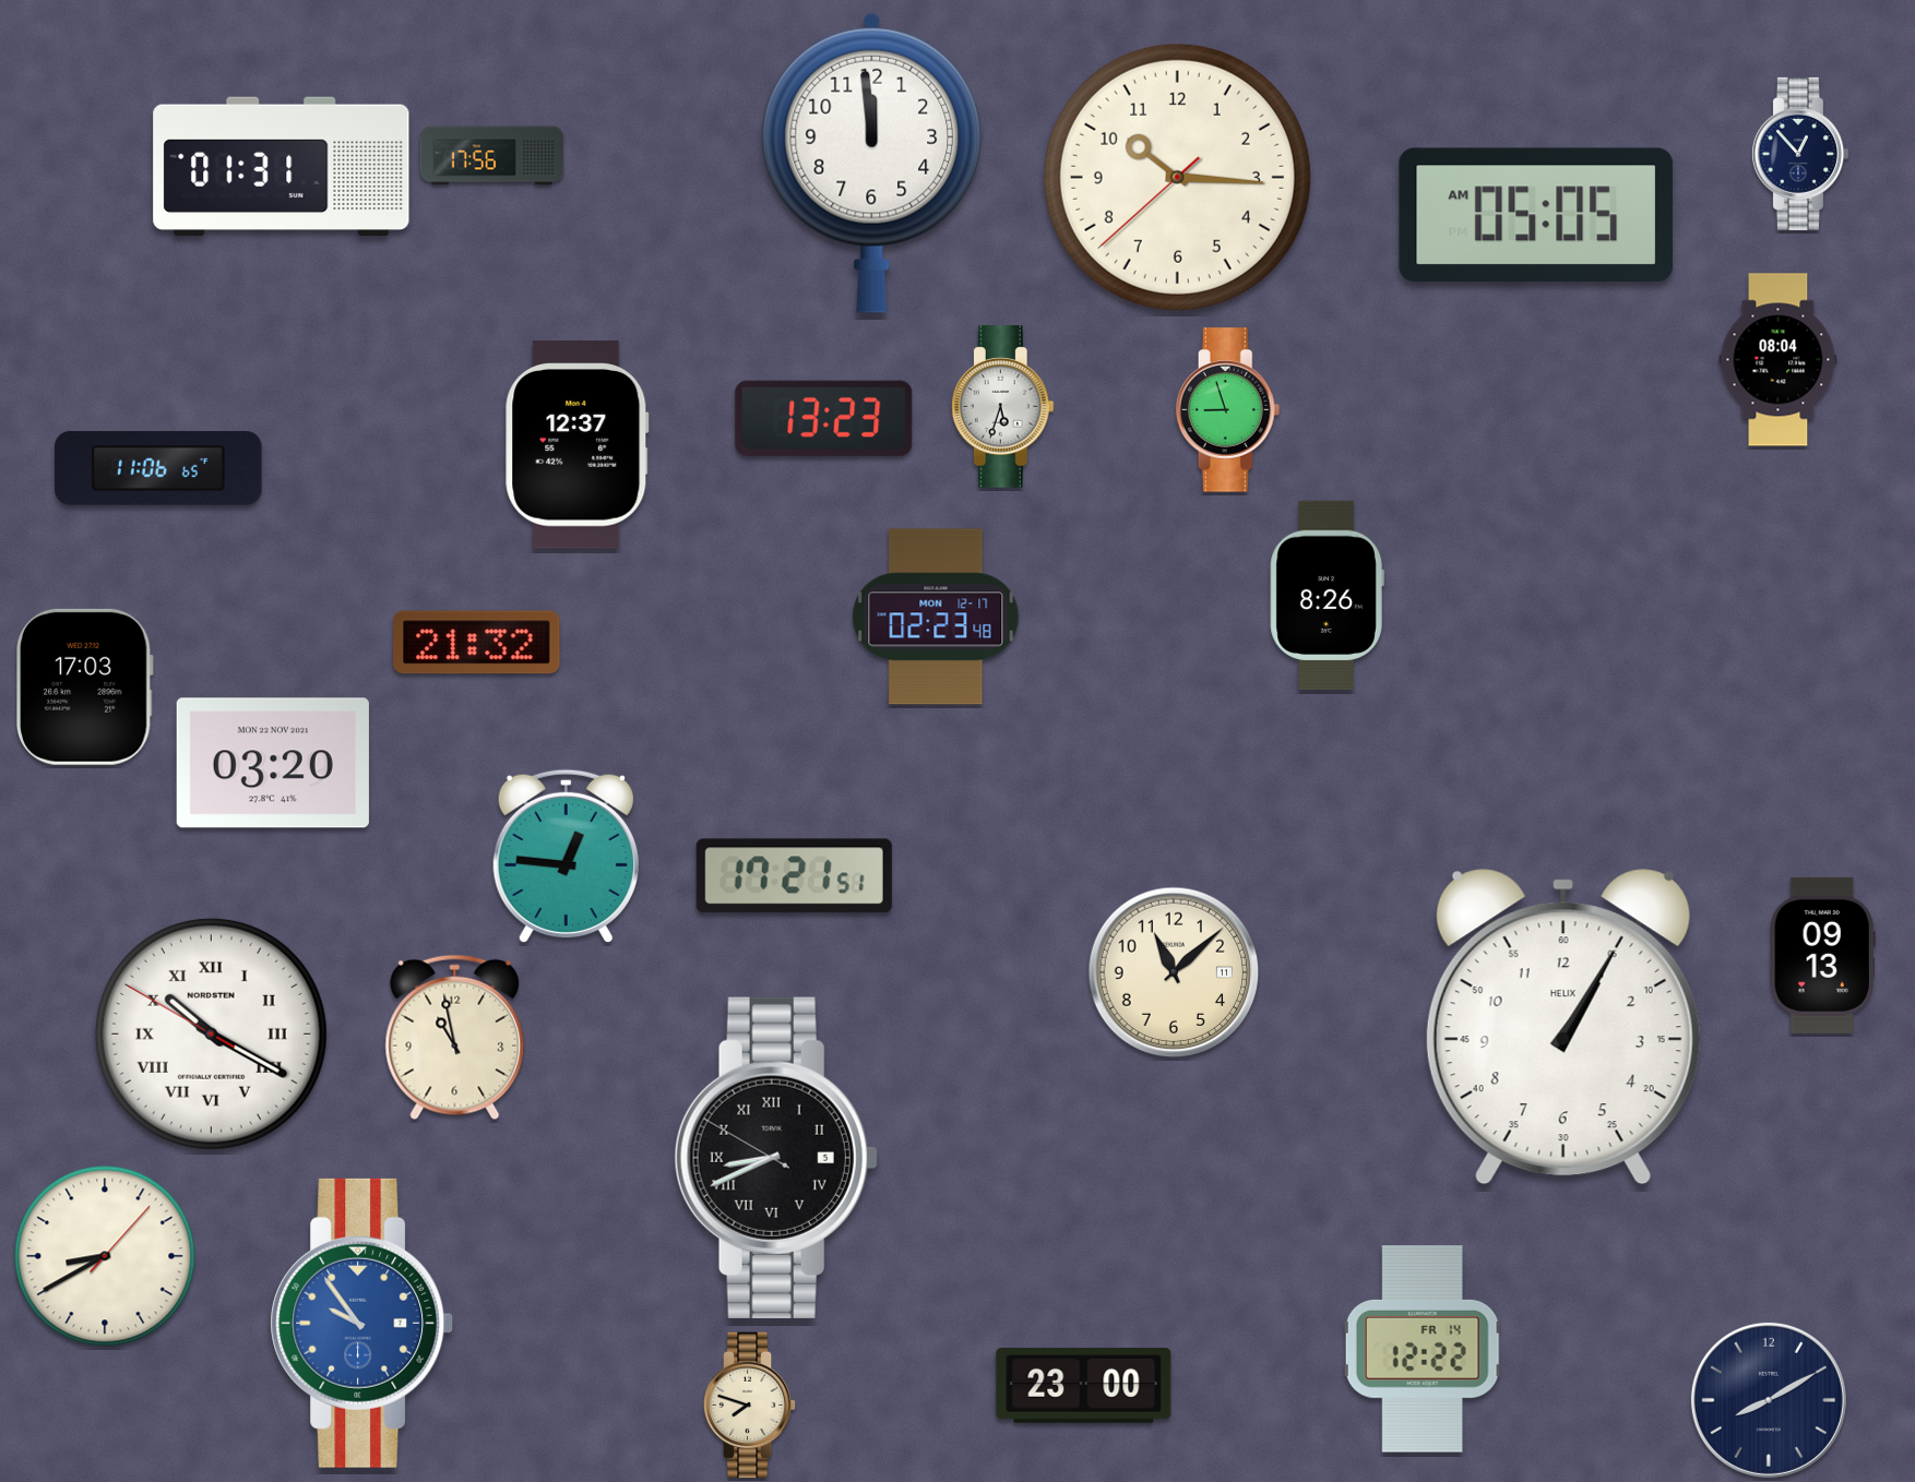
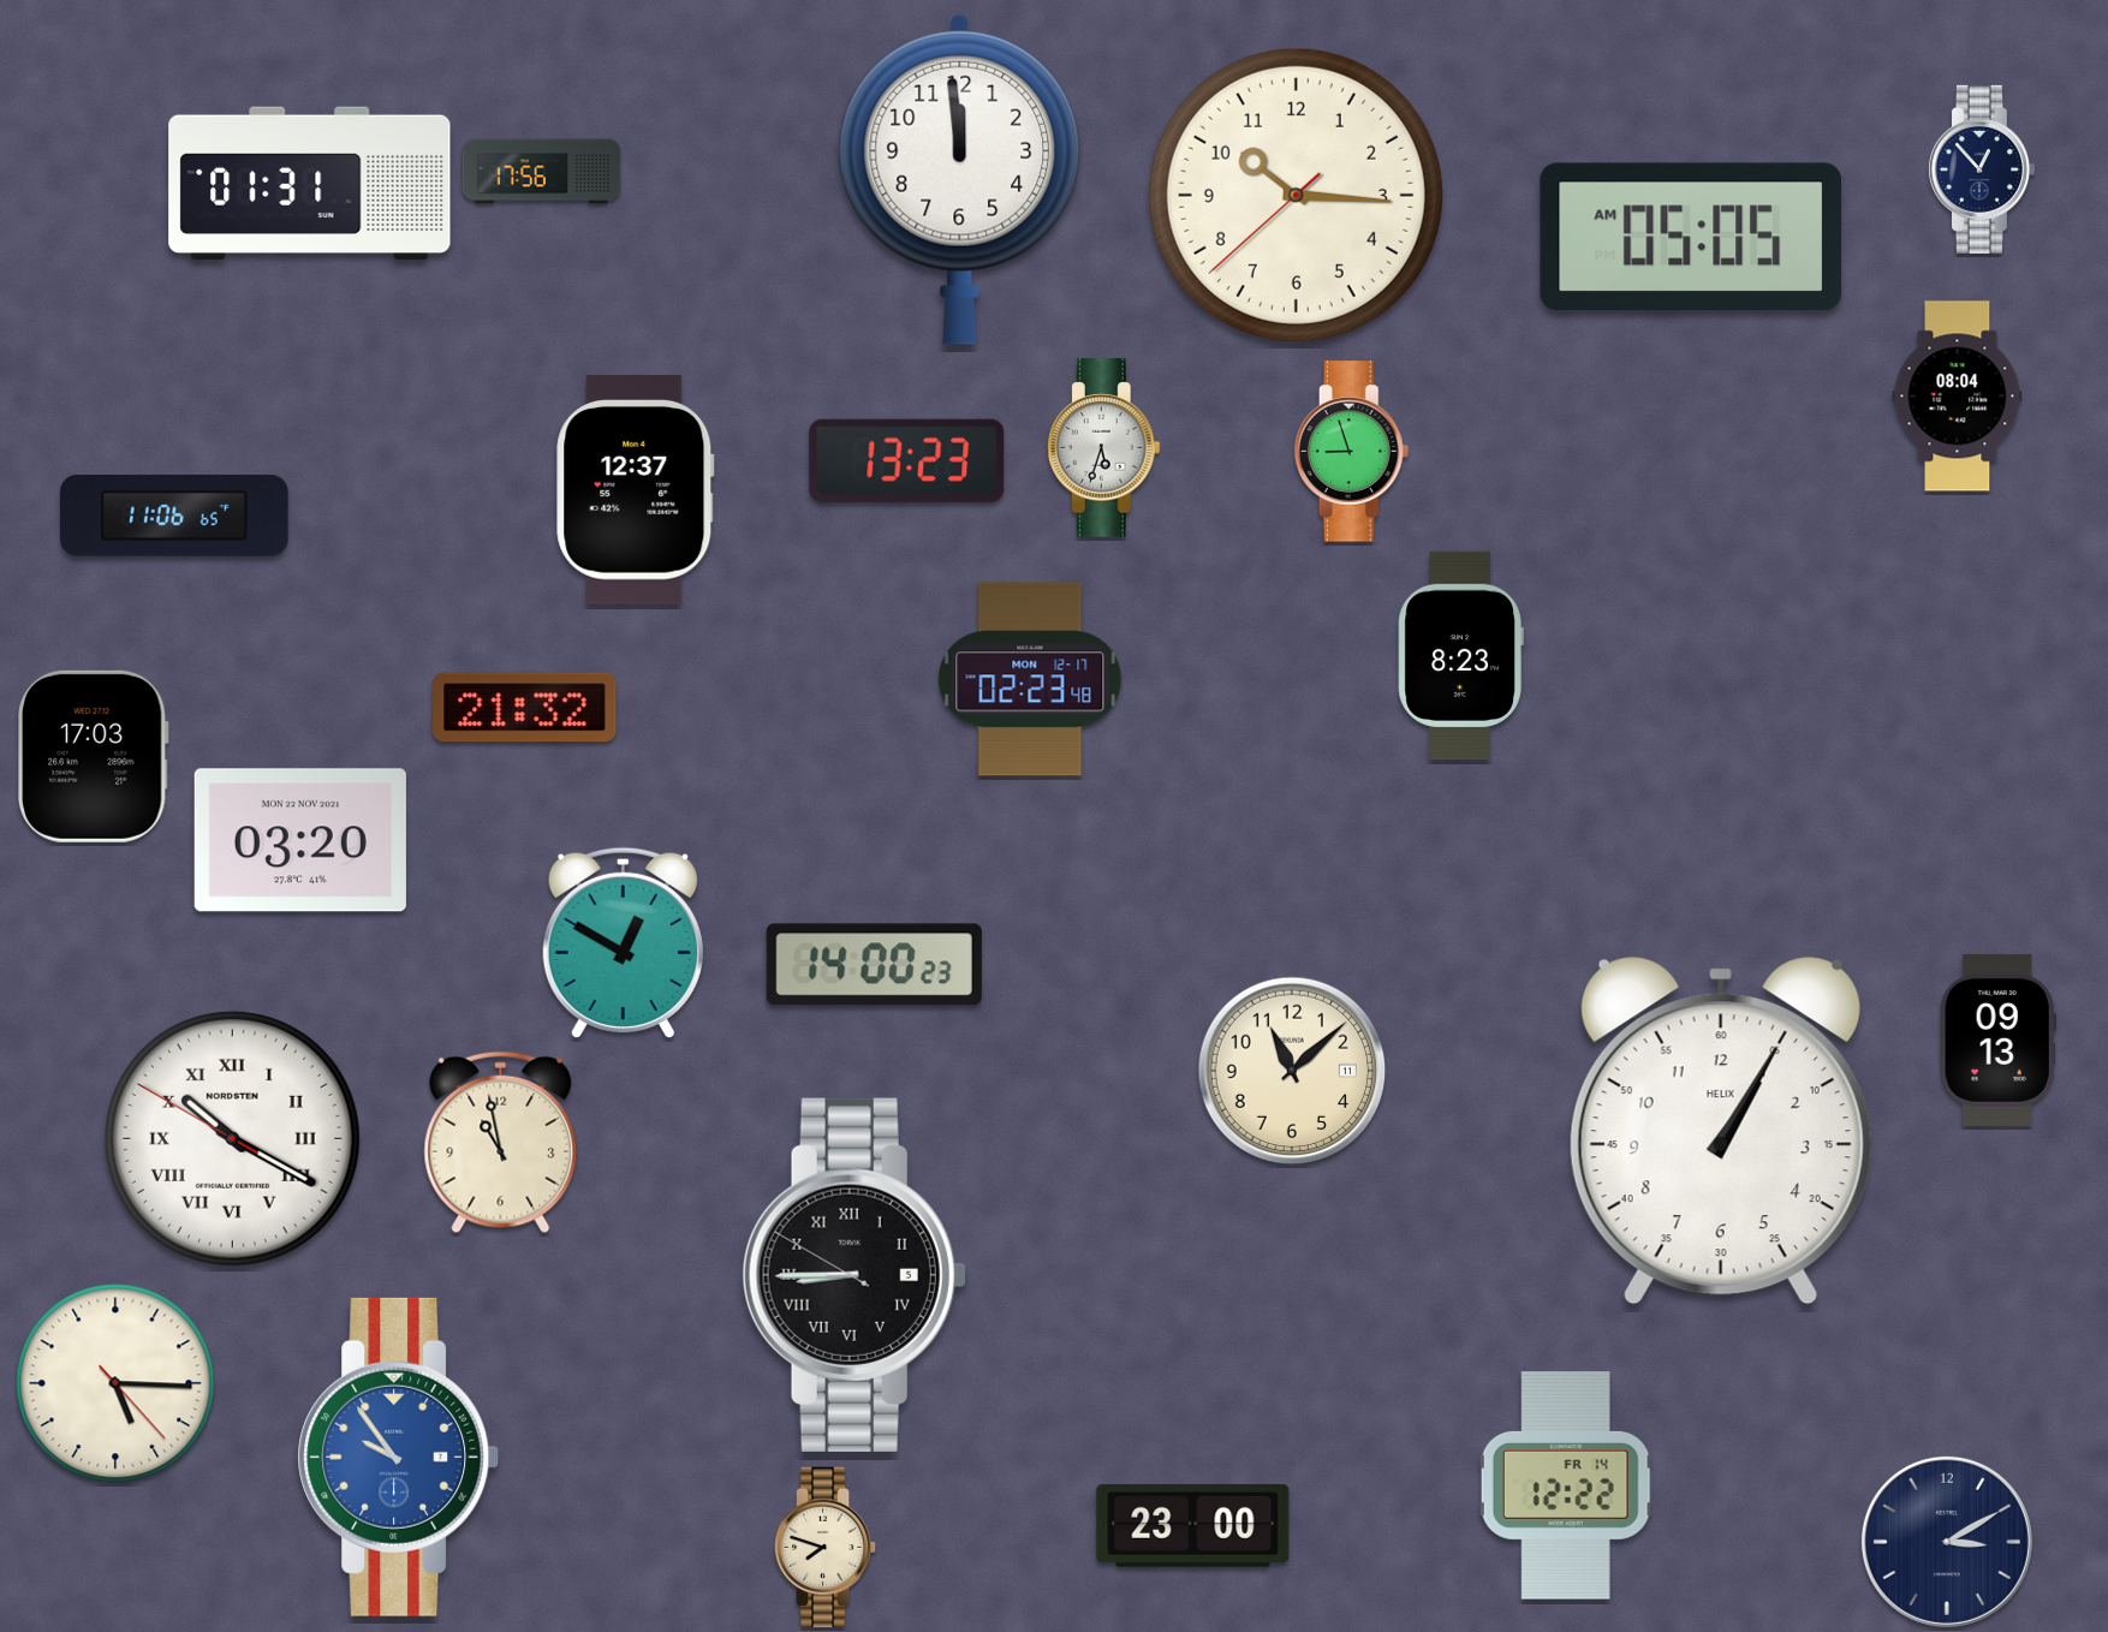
clock at (1327, 596): 8:26 -> 8:23
clock at (566, 857): 12:46 -> 12:50
clock at (794, 876): 17:21 -> 14:00
clock at (1822, 955) position: (1822, 955) -> (1997, 1040)
clock at (776, 1158): 8:40 -> 8:44
clock at (105, 1256): 8:40 -> 5:15
clock at (1769, 1400): 8:10 -> 3:10
